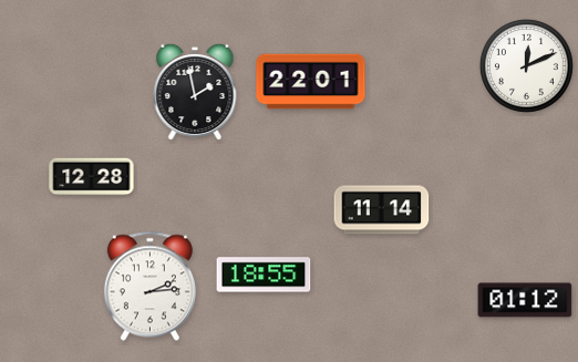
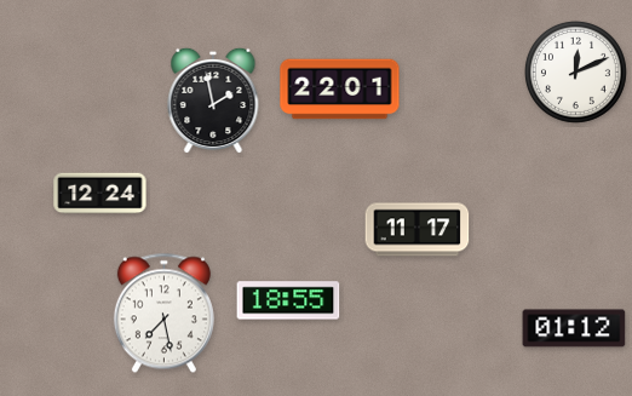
clock at (92, 177): 12:28 -> 12:24
clock at (382, 210): 11:14 -> 11:17
clock at (149, 287): 2:14 -> 7:28
